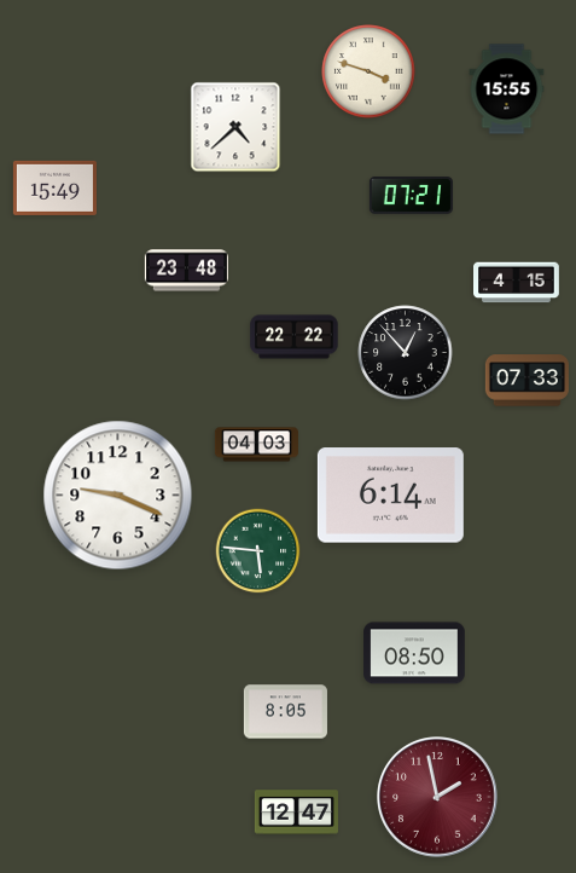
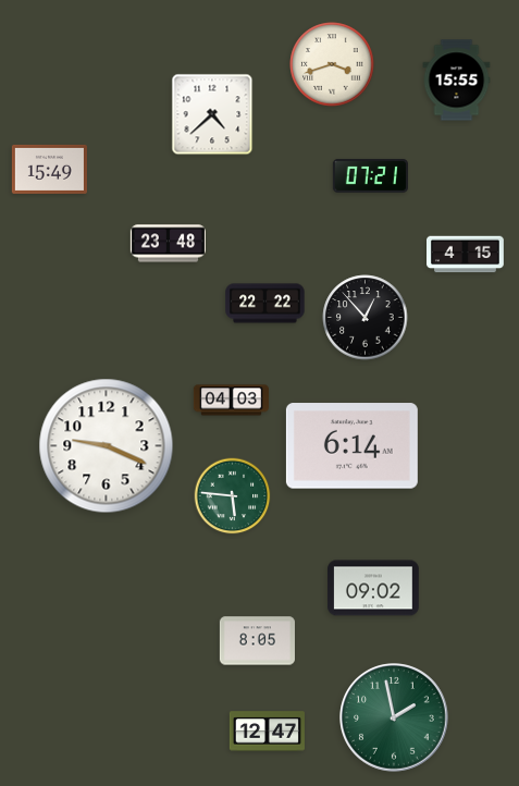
clock at (368, 71): 3:48 -> 3:42
clock at (526, 381): 07:33 -> none
clock at (414, 653): 08:50 -> 09:02
clock at (437, 797) dial: burgundy -> green
